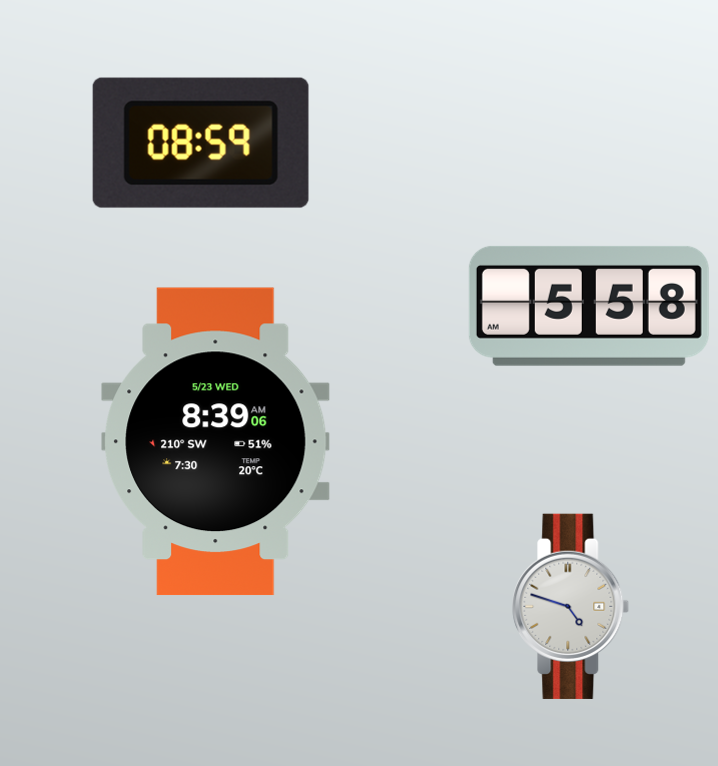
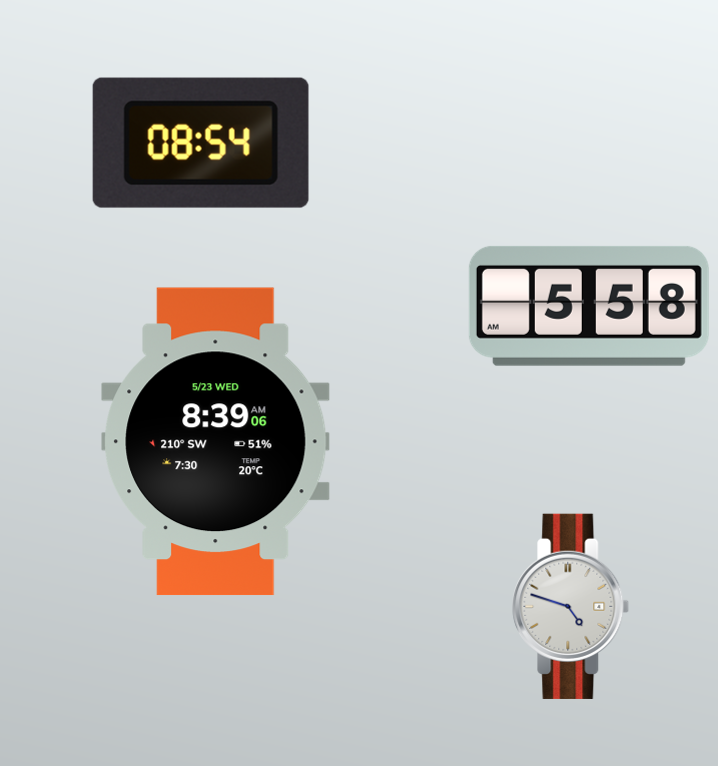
clock at (201, 143): 08:59 -> 08:54
